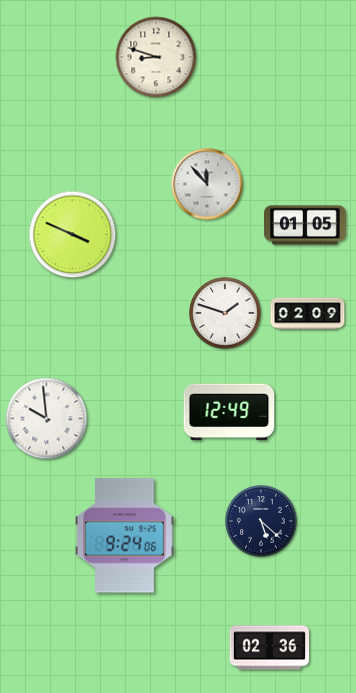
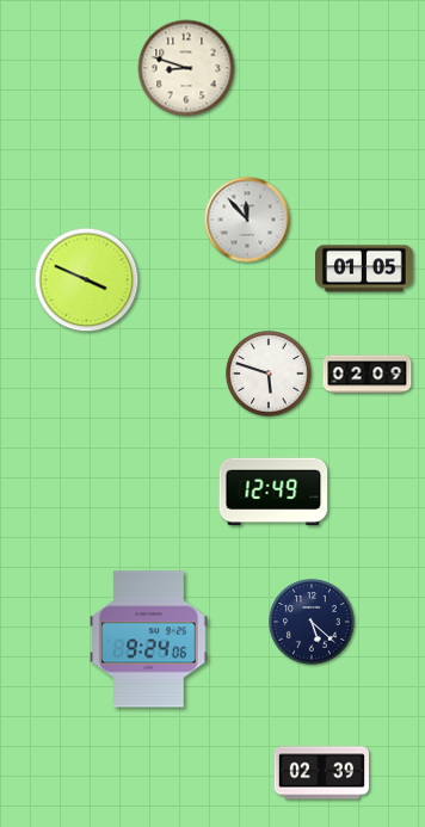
clock at (225, 313): 1:48 -> 5:48
clock at (47, 419): 9:59 -> none
clock at (269, 648): 02:36 -> 02:39
